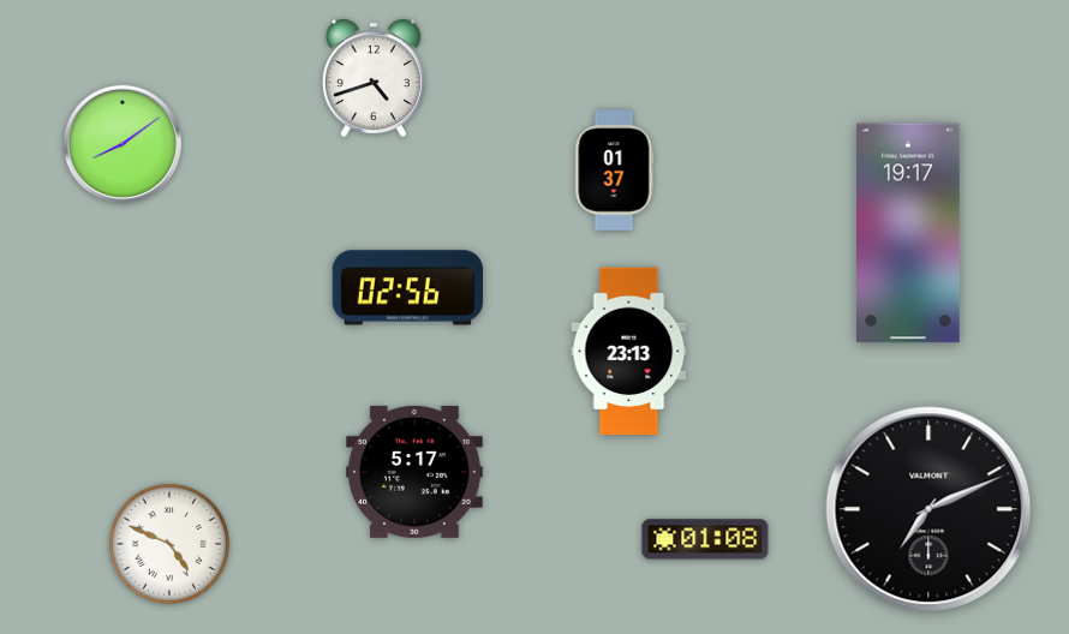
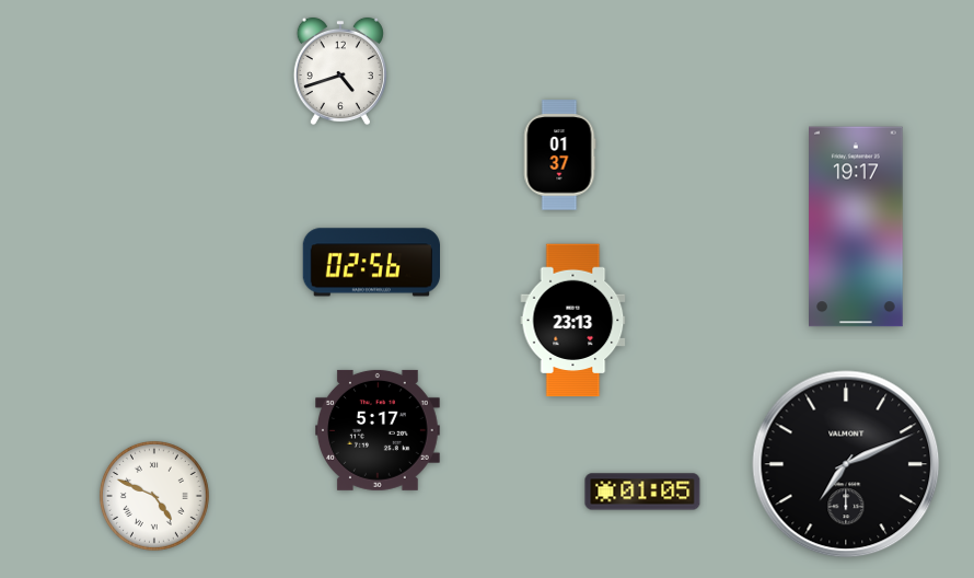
clock at (121, 143): 8:09 -> none
clock at (909, 233) position: (909, 233) -> (857, 227)
clock at (705, 539): 01:08 -> 01:05
